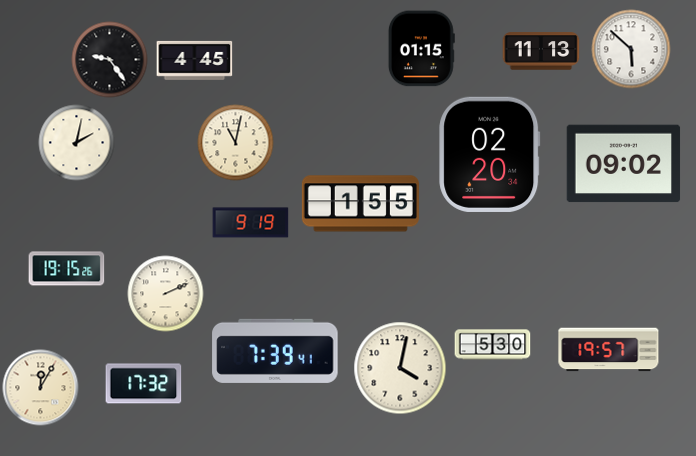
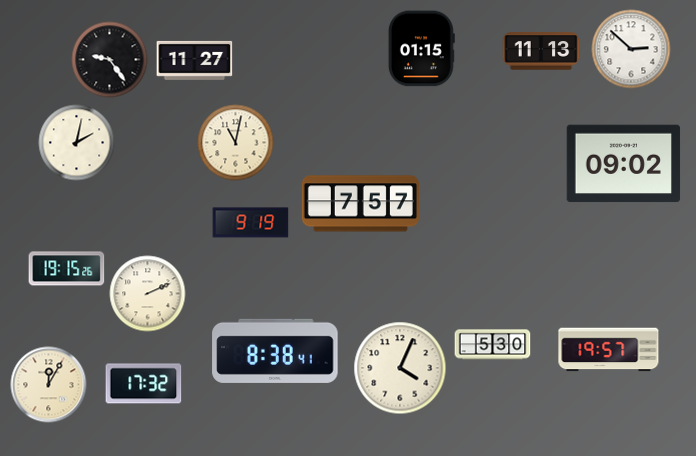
clock at (631, 49): 5:52 -> 2:52
clock at (195, 60): 4:45 -> 11:27
clock at (490, 154): 02:20 -> none
clock at (360, 204): 1:55 -> 7:57
clock at (166, 294) position: (166, 294) -> (148, 294)
clock at (275, 351): 7:39 -> 8:38
clock at (400, 368): 4:02 -> 4:04
clock at (41, 388) position: (41, 388) -> (49, 385)
